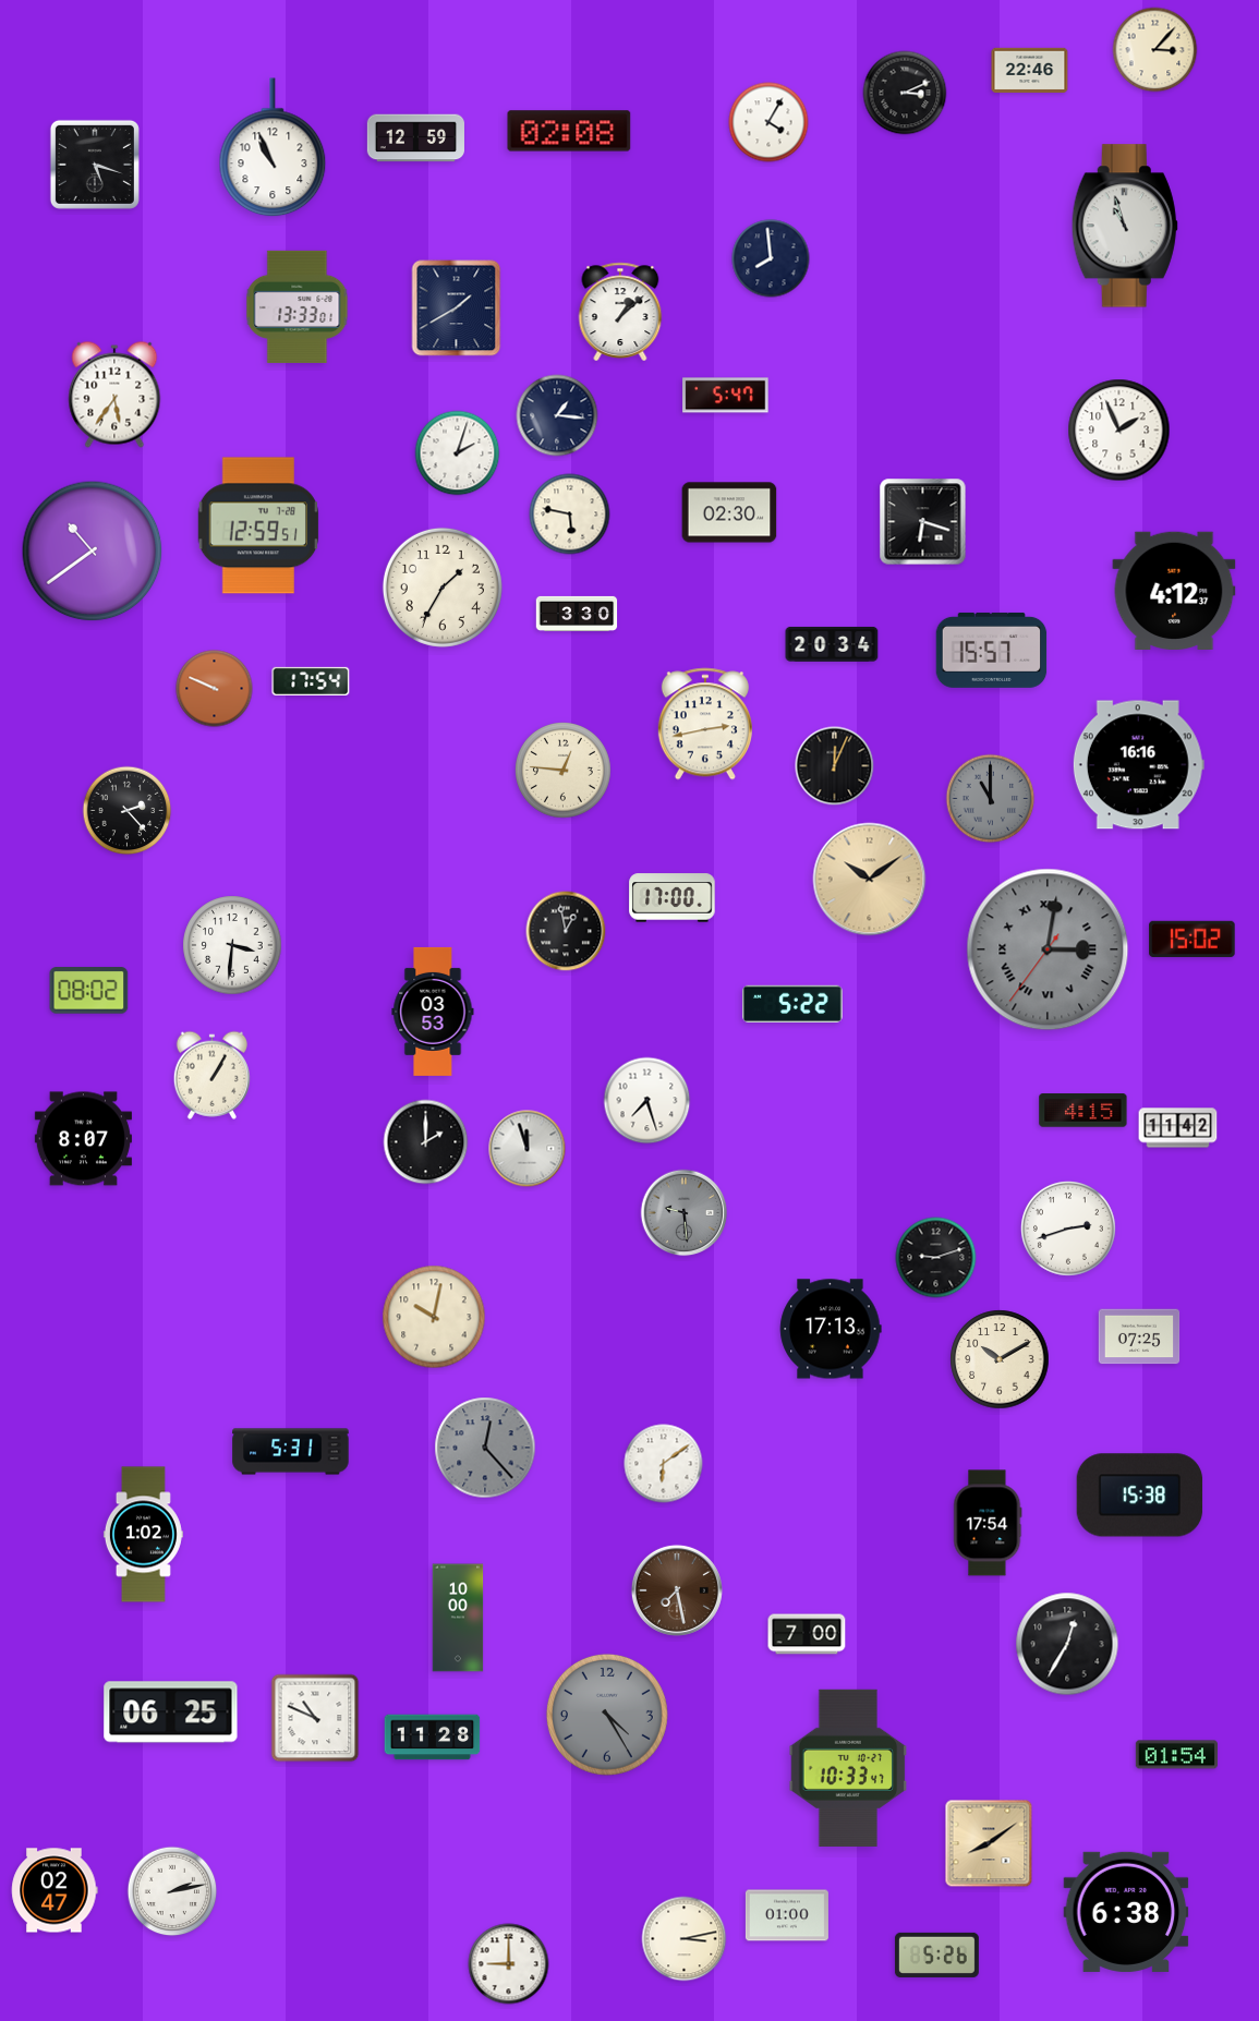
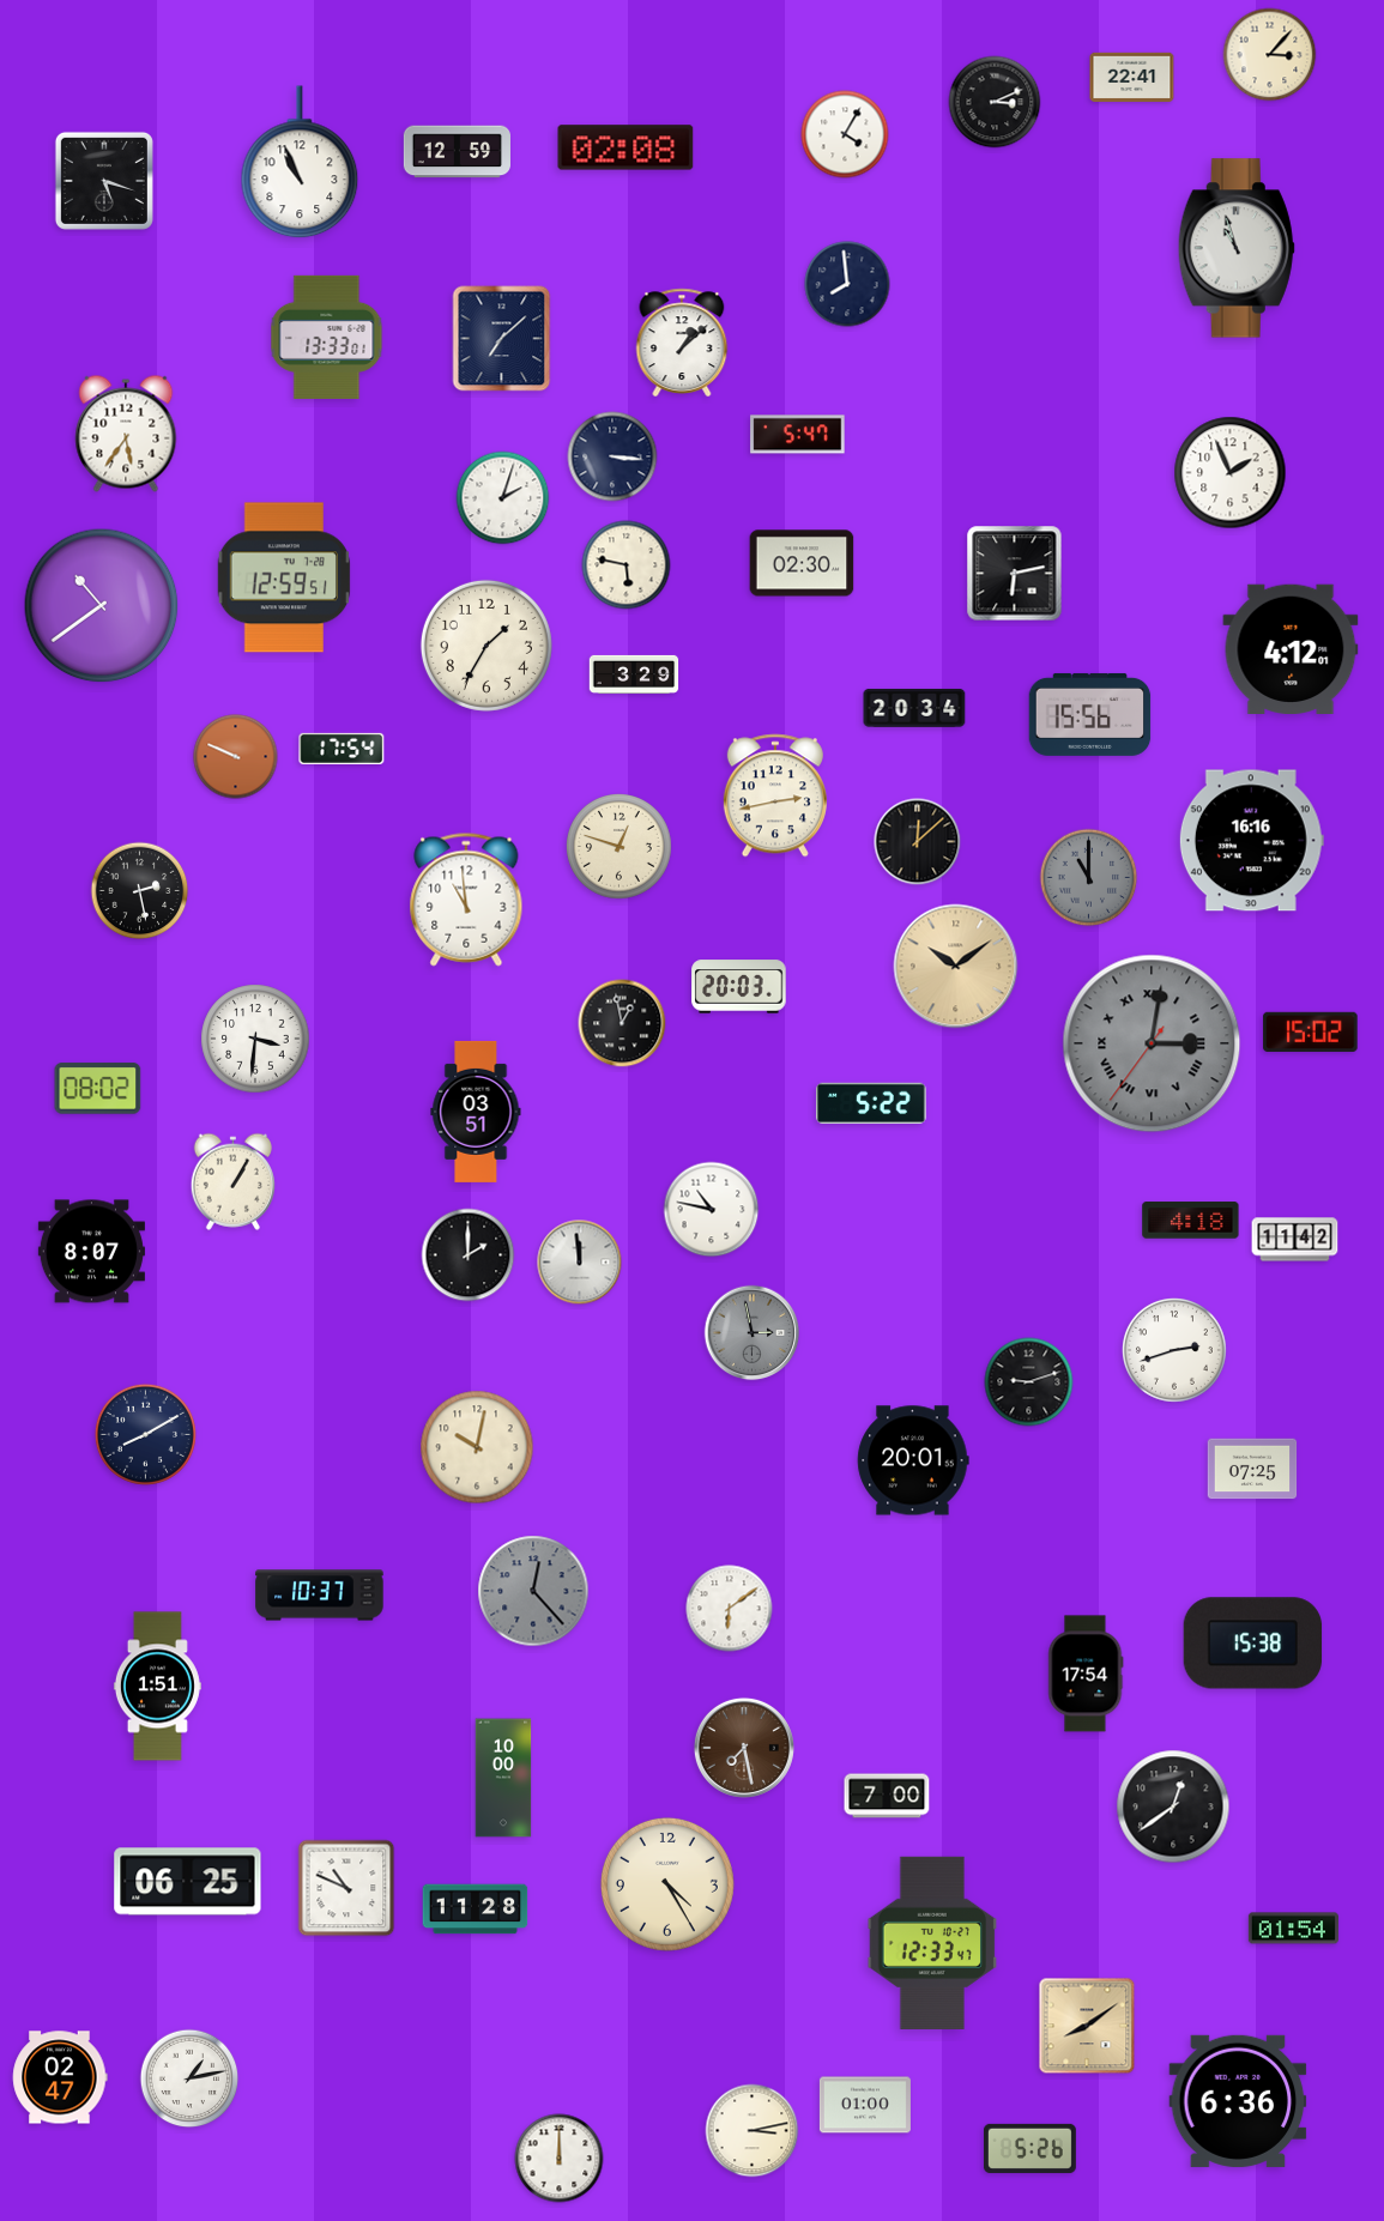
clock at (1030, 70): 22:46 -> 22:41
clock at (569, 131) position: (569, 131) -> (625, 147)
clock at (457, 308): 1:40 -> 7:08
clock at (557, 415): 1:16 -> 3:16
clock at (923, 522): 6:18 -> 6:13
clock at (1174, 590): 4:12:37 -> 4:12:01
clock at (577, 614): 3:30 -> 3:29
clock at (992, 650): 15:57 -> 15:56
clock at (835, 766): 12:04 -> 12:08
clock at (564, 771): 12:46 -> 12:48
clock at (128, 811): 2:23 -> 2:28
clock at (466, 900): none -> 10:59
clock at (673, 898): 17:00 -> 20:03
clock at (433, 1012): 03:53 -> 03:51
clock at (647, 1101): 7:27 -> 10:47
clock at (1084, 1111): 4:15 -> 4:18
clock at (528, 1149): 11:57 -> 11:59
clock at (685, 1213): 9:29 -> 2:58
clock at (145, 1434): none -> 8:10
clock at (831, 1329): 17:13 -> 20:01
clock at (1000, 1359): 10:10 -> none
clock at (291, 1452): 5:31 -> 10:37
clock at (143, 1535): 1:02 -> 1:51
clock at (1067, 1644): 12:35 -> 12:39
clock at (607, 1715) dial: grey -> cream
clock at (848, 1768): 10:33 -> 12:33
clock at (172, 1891): 2:13 -> 1:13
clock at (1126, 1912): 6:38 -> 6:36
clock at (509, 1964): 9:00 -> 12:00
